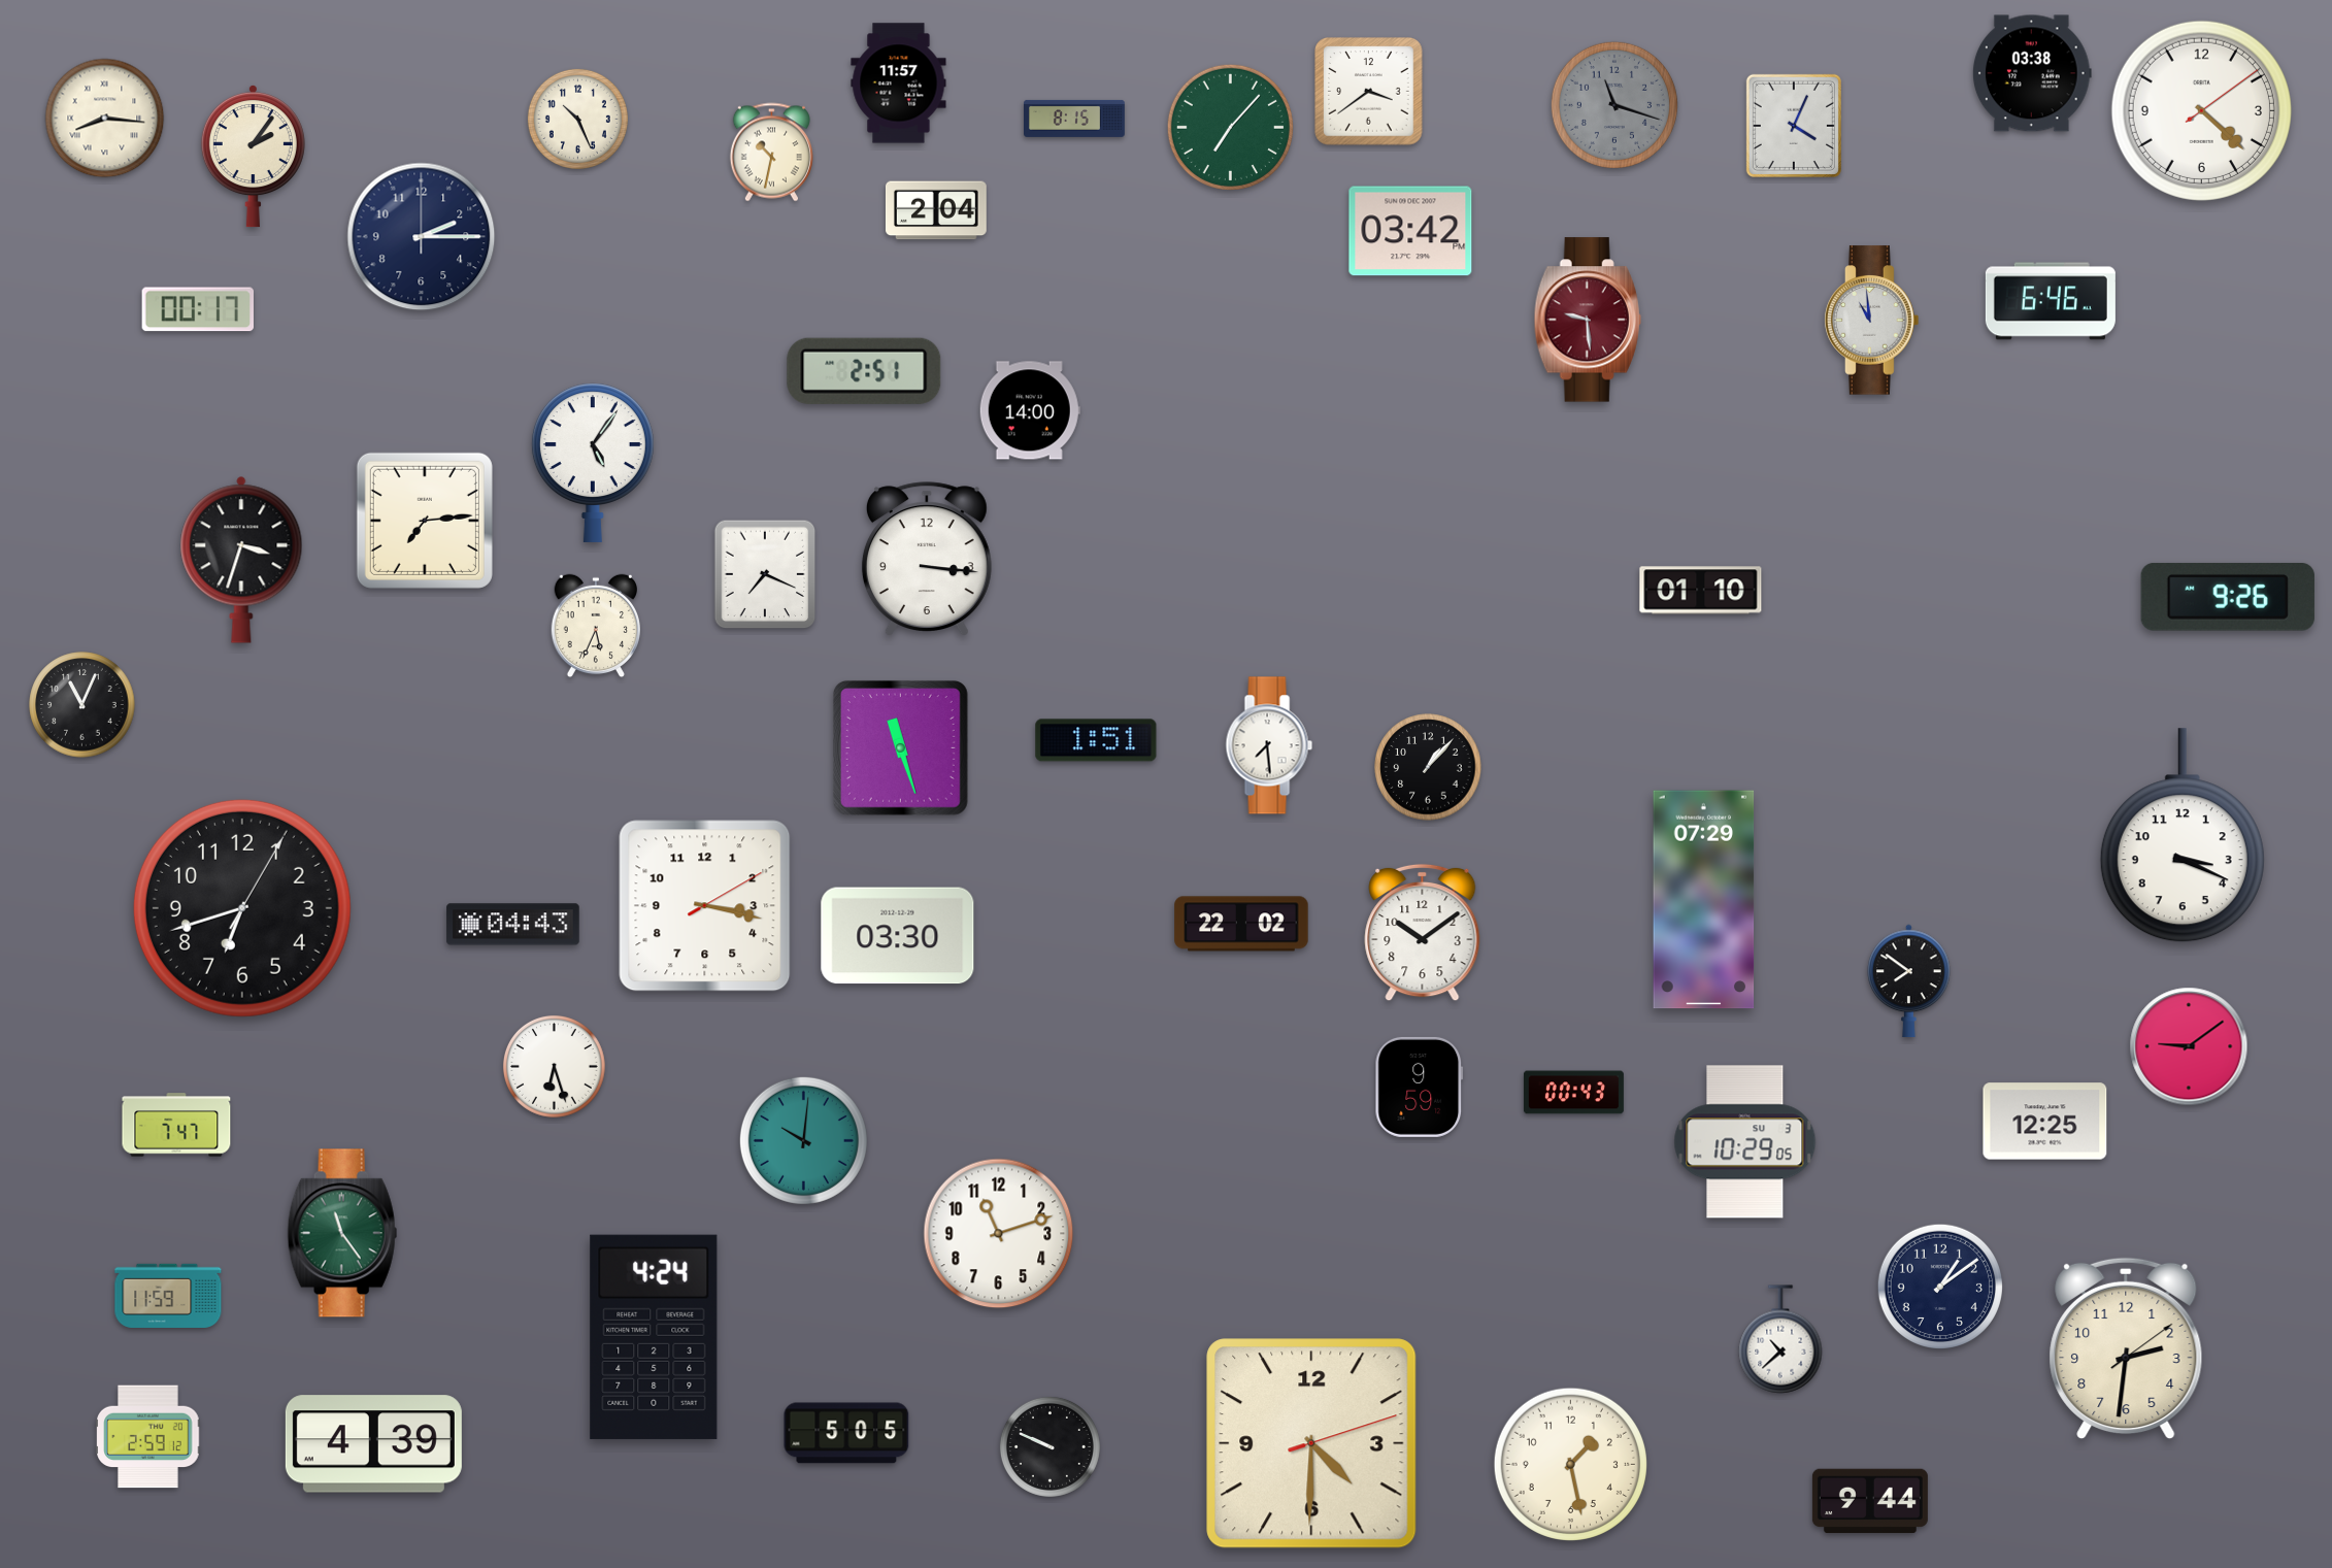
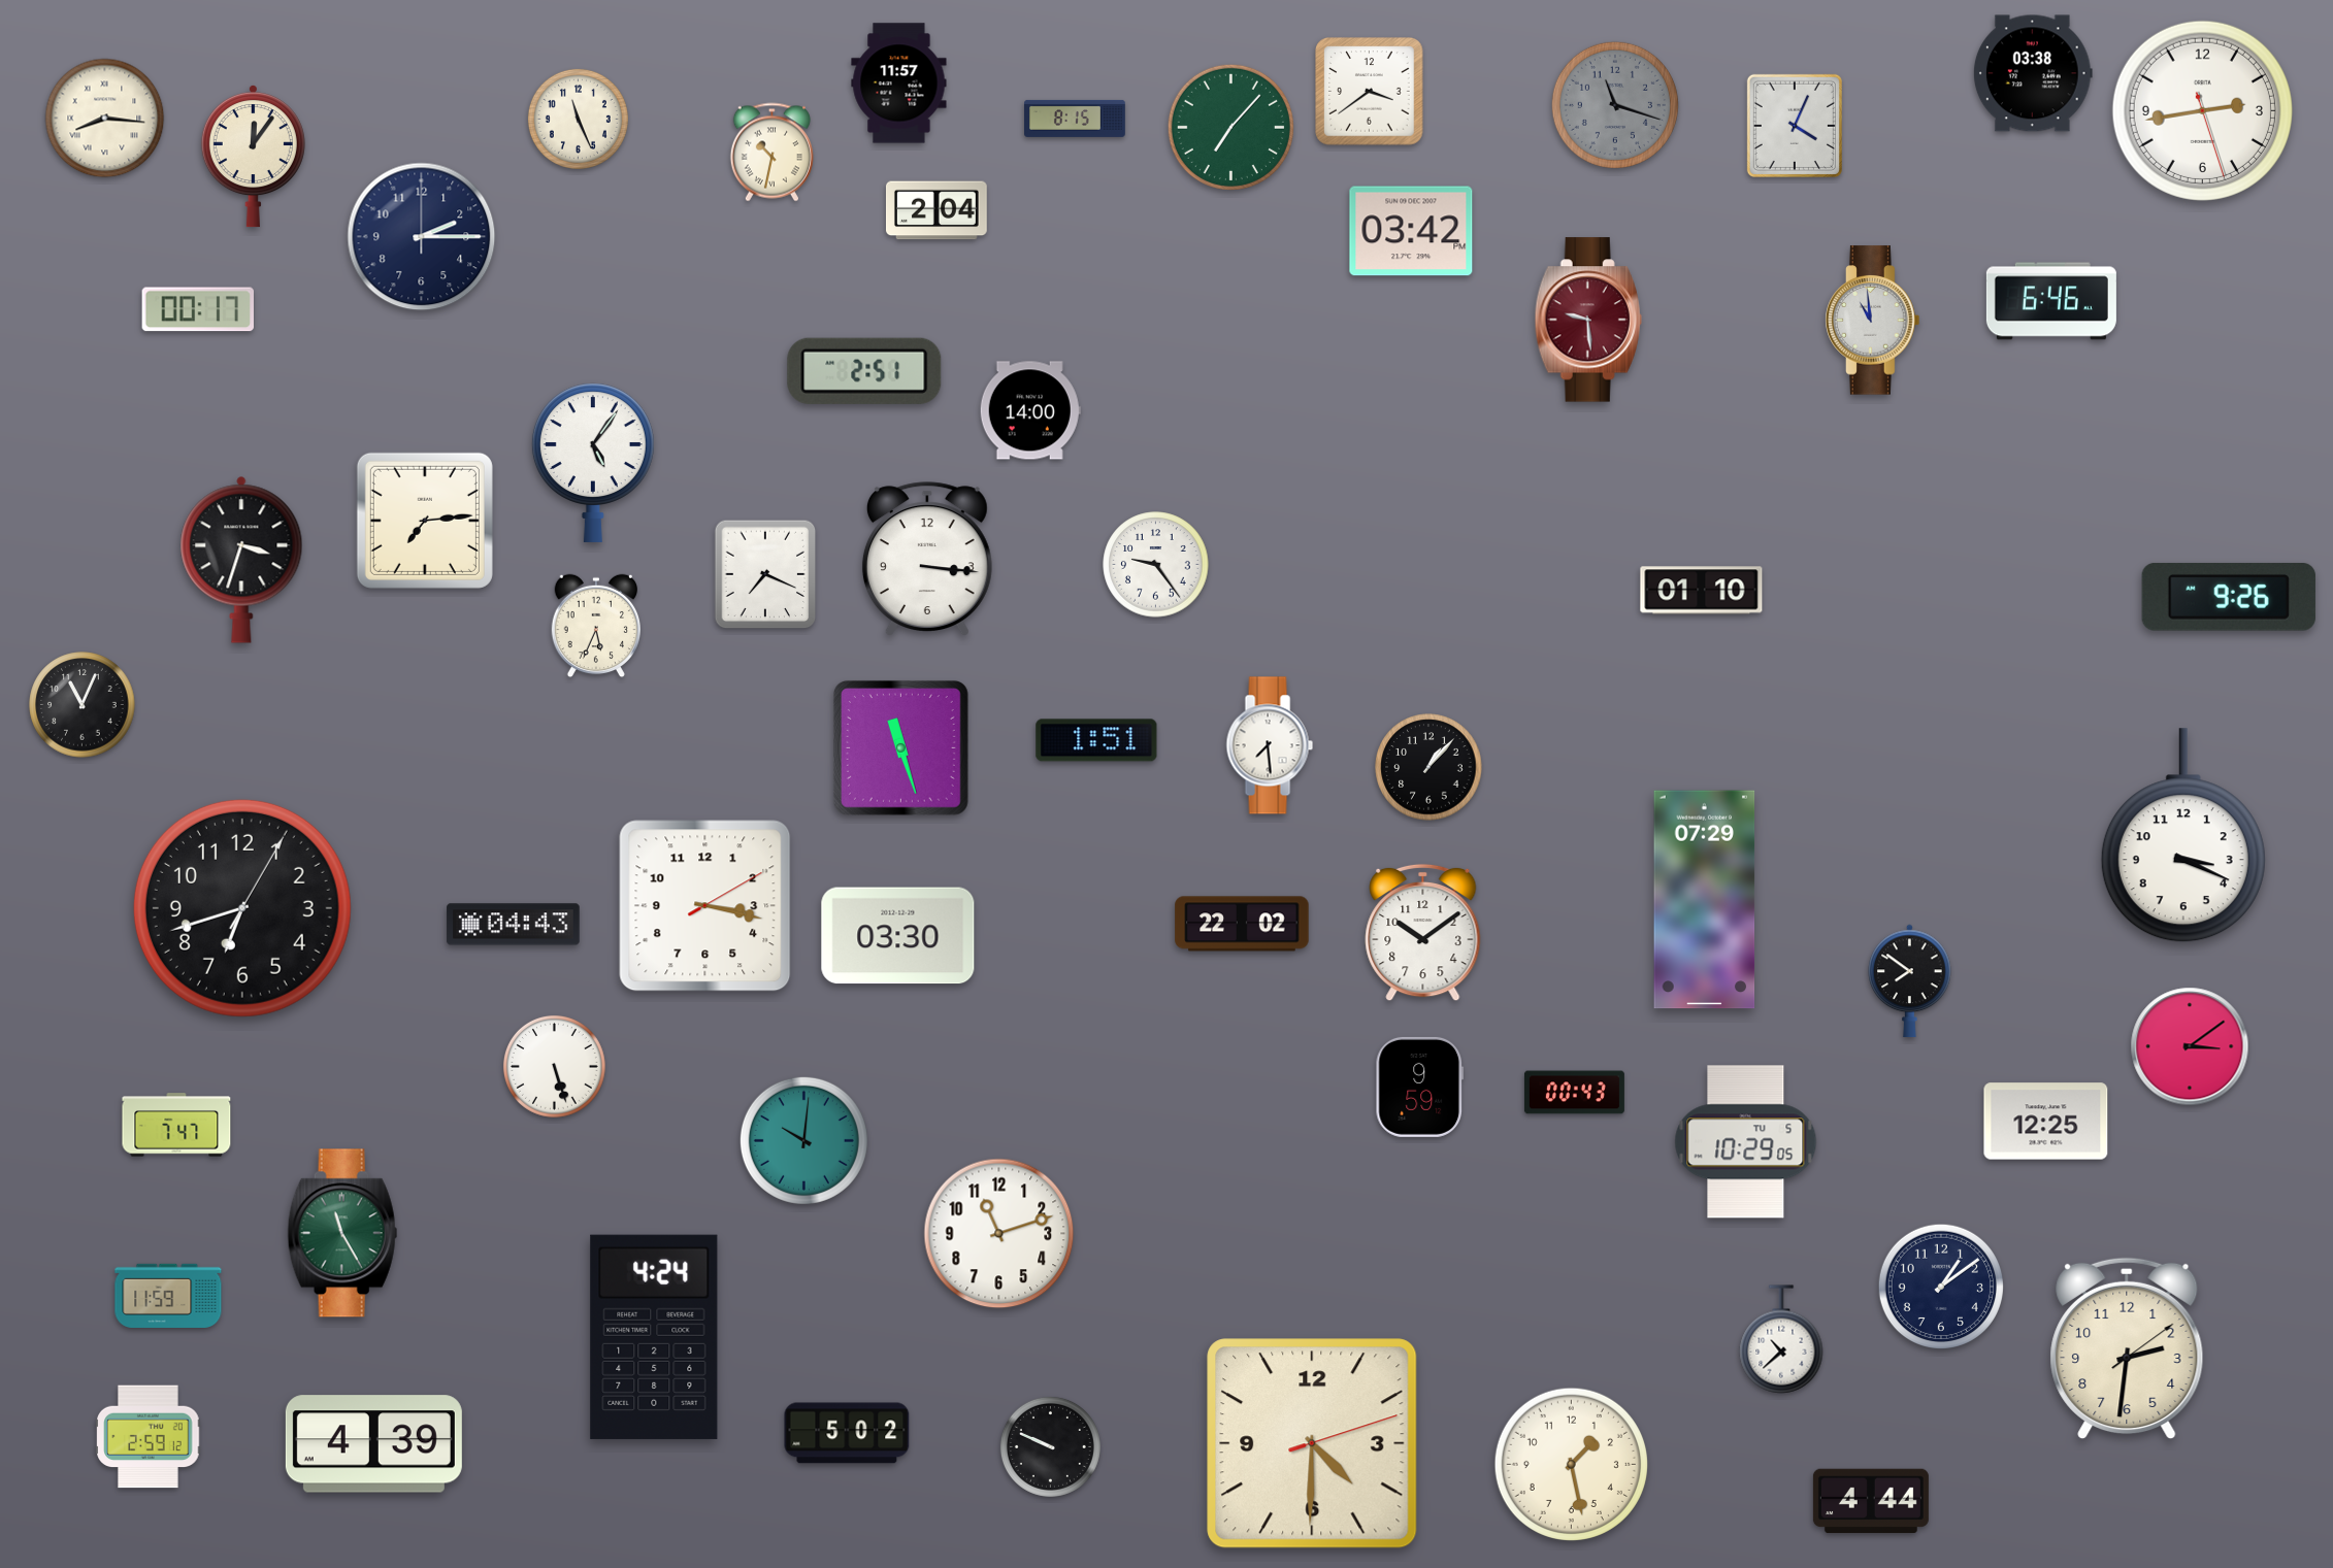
clock at (2201, 110): 4:22 -> 2:43
clock at (577, 119): 10:26 -> 11:26
clock at (253, 157): 2:06 -> 12:06
clock at (1156, 565): none -> 9:24
clock at (2189, 1046): 9:09 -> 3:09
clock at (554, 1066): 6:27 -> 5:27
clock at (1745, 1142) date: SU 3 -> TU 5
clock at (342, 1233): 11:24 -> 11:25
clock at (846, 1433): 5:05 -> 5:02
clock at (1870, 1501): 9:44 -> 4:44
